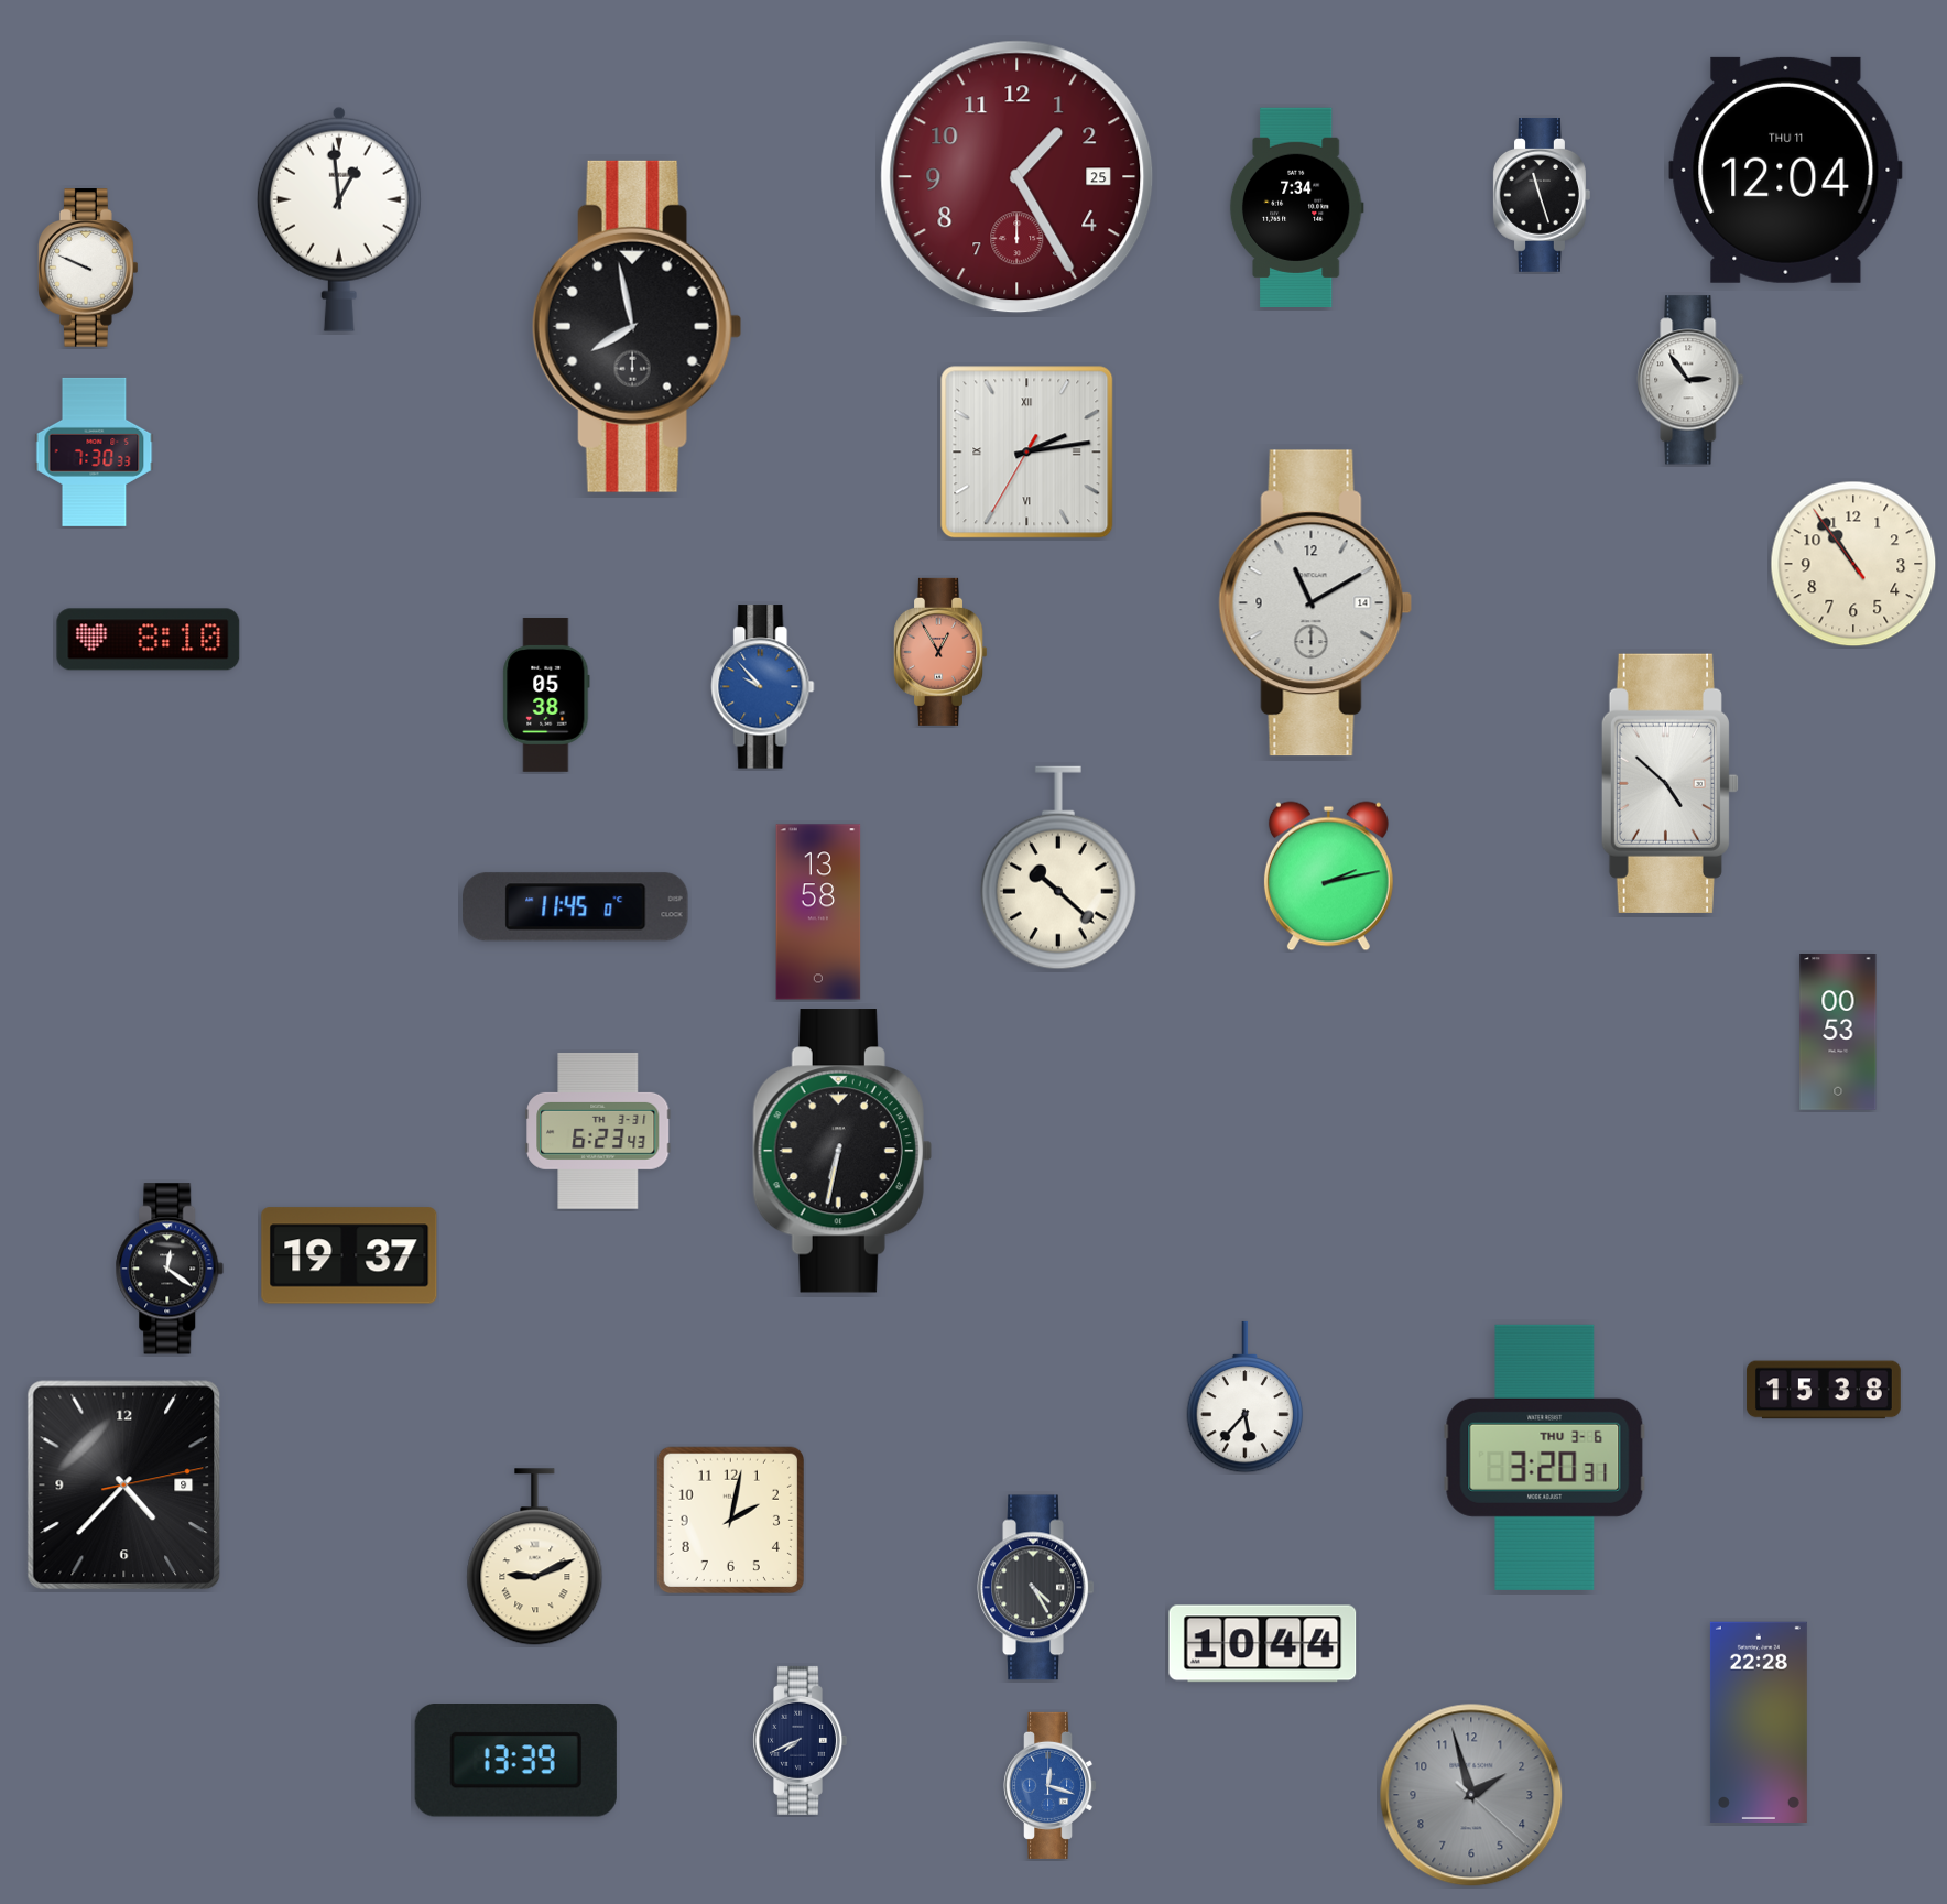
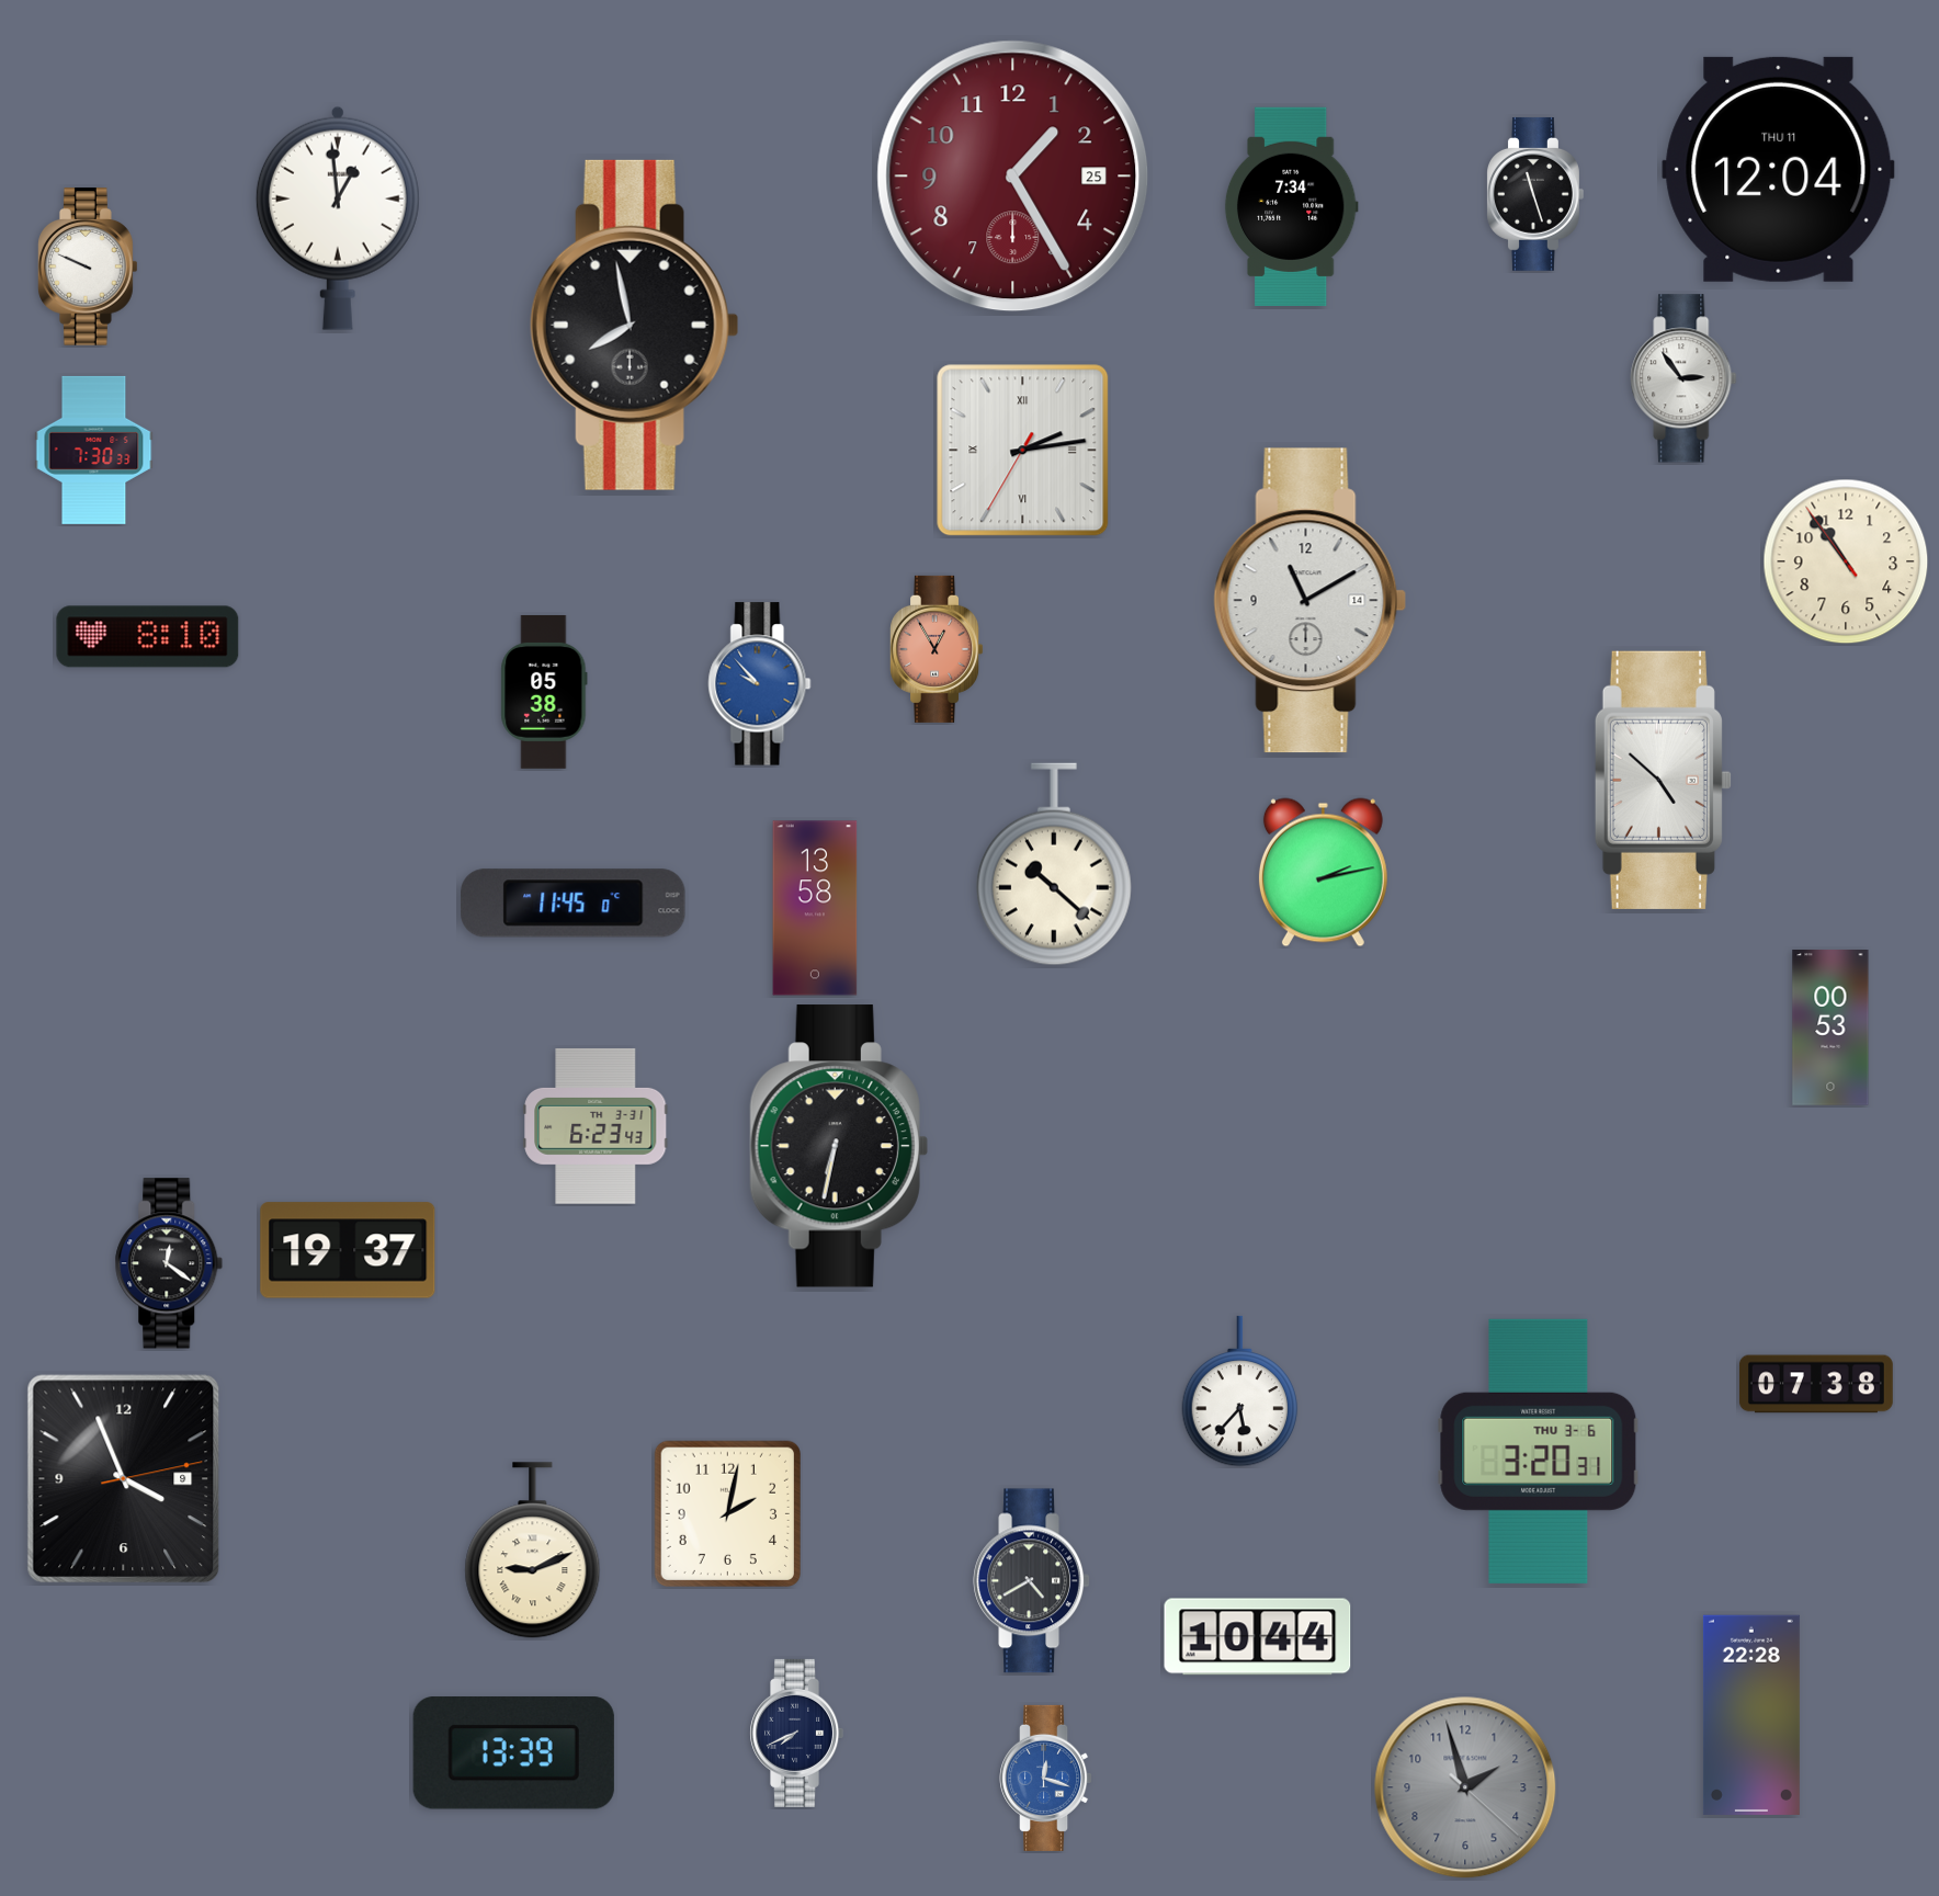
clock at (1824, 1390): 15:38 -> 07:38
clock at (124, 1486): 4:37 -> 3:56
clock at (1036, 1588): 4:25 -> 4:40
